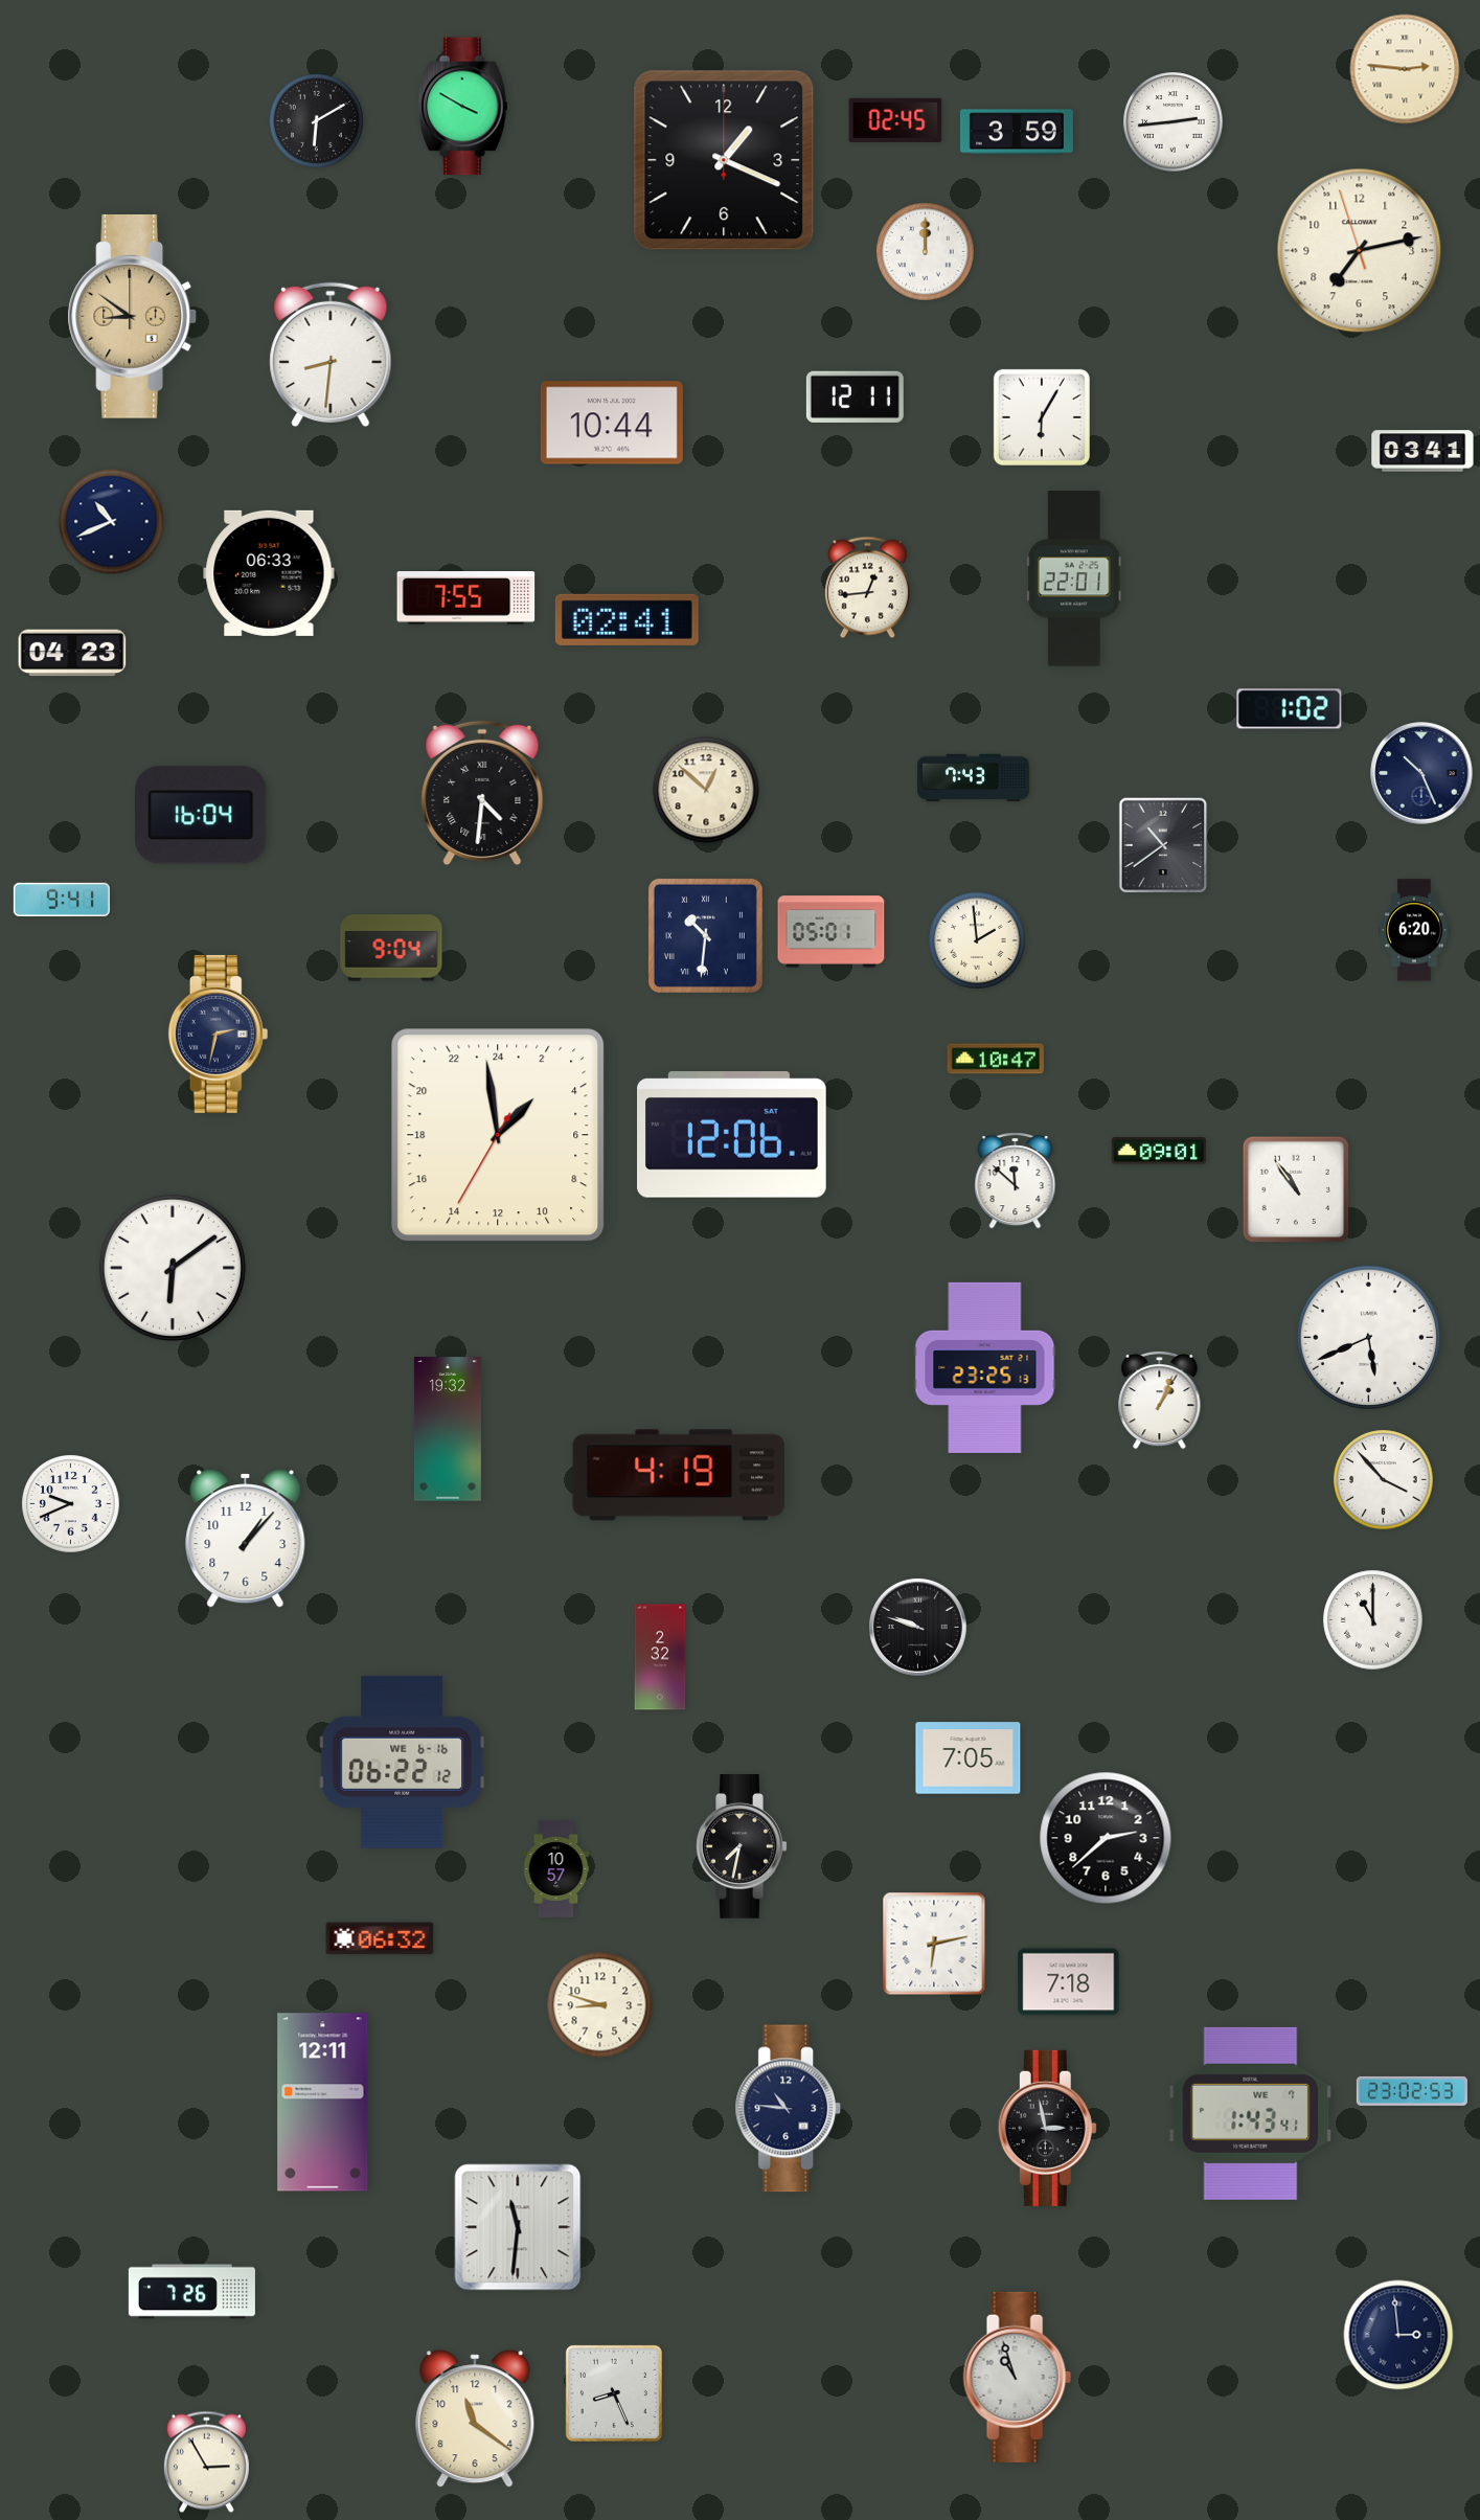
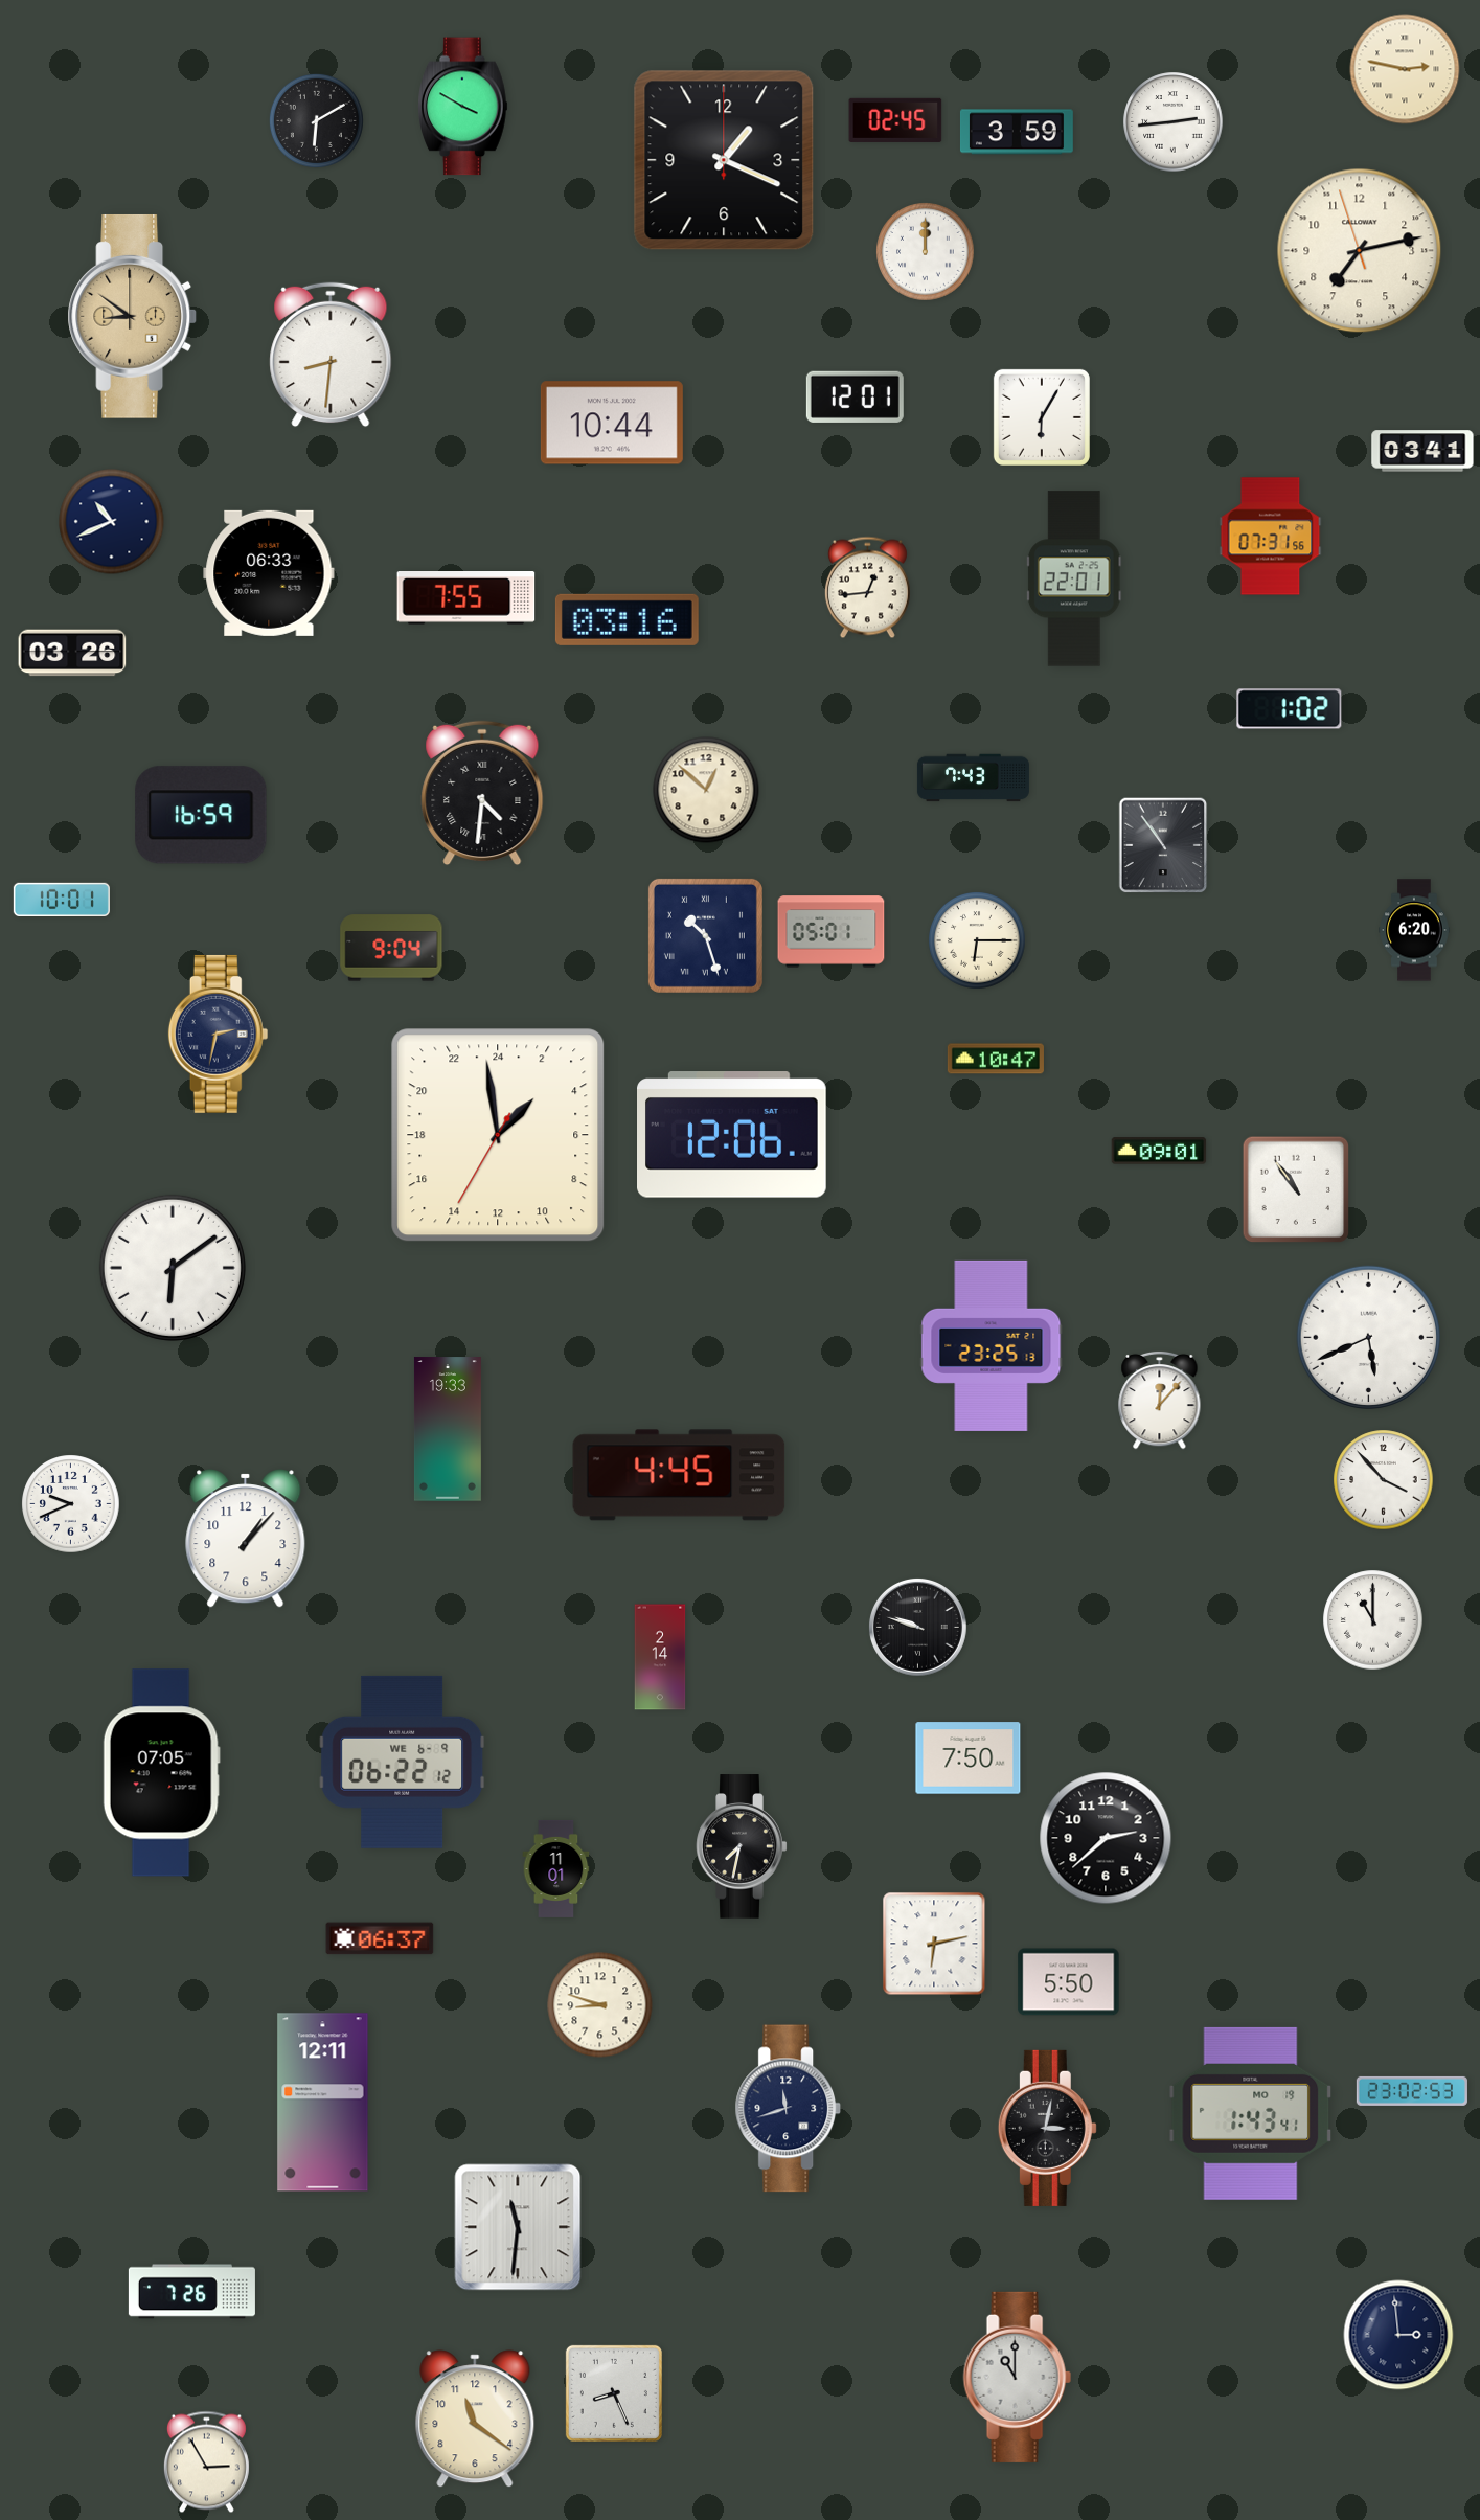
clock at (1405, 69): 2:46 -> 2:47
clock at (855, 396): 12:11 -> 12:01
clock at (1271, 537): none -> 07:31
clock at (627, 619): 02:41 -> 03:16
clock at (72, 653): 04:23 -> 03:26
clock at (1421, 773): 10:26 -> none
clock at (201, 815): 16:04 -> 16:59
clock at (1163, 845): 10:39 -> 10:54
clock at (62, 900): 9:41 -> 10:01
clock at (705, 935): 10:31 -> 10:27
clock at (978, 941): 1:59 -> 6:15
clock at (1016, 1181): 11:52 -> none
clock at (985, 1367) position: (985, 1367) -> (992, 1345)
clock at (1160, 1400): 1:04 -> 12:07
clock at (448, 1429): 19:32 -> 19:33
clock at (679, 1475): 4:19 -> 4:45
clock at (660, 1657): 2:32 -> 2:14
clock at (969, 1758): 7:05 -> 7:50
clock at (403, 1762) date: WE 6-16 -> WE 6-9
clock at (161, 1773): none -> 07:05
clock at (556, 1868): 10:57 -> 11:01
clock at (380, 1938): 06:32 -> 06:37
clock at (1069, 1982): 7:18 -> 5:50
clock at (789, 2109): 10:46 -> 11:42
clock at (1251, 2113) date: WE 7 -> MO 19
clock at (1047, 2128): 2:58 -> 3:02
clock at (1017, 2377): 10:57 -> 11:00
